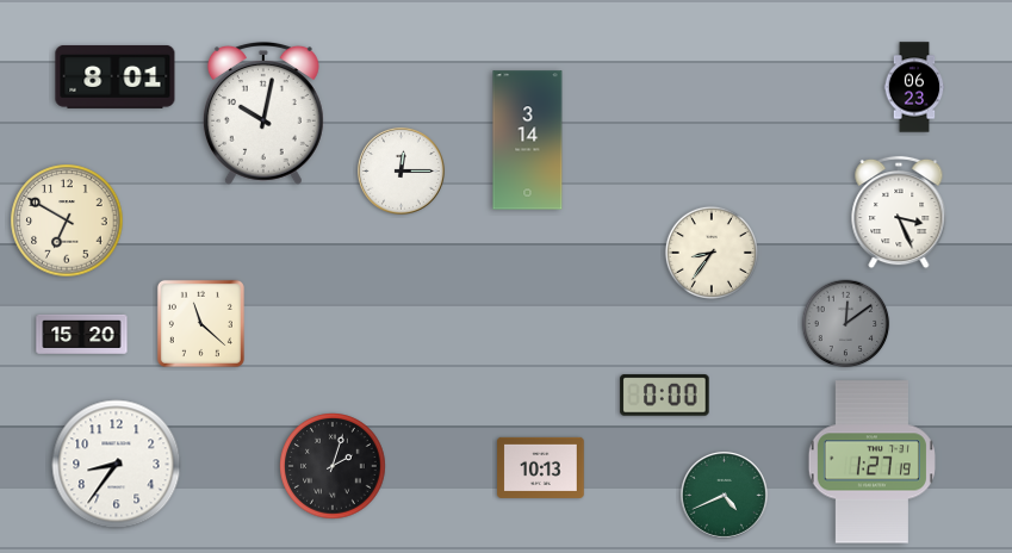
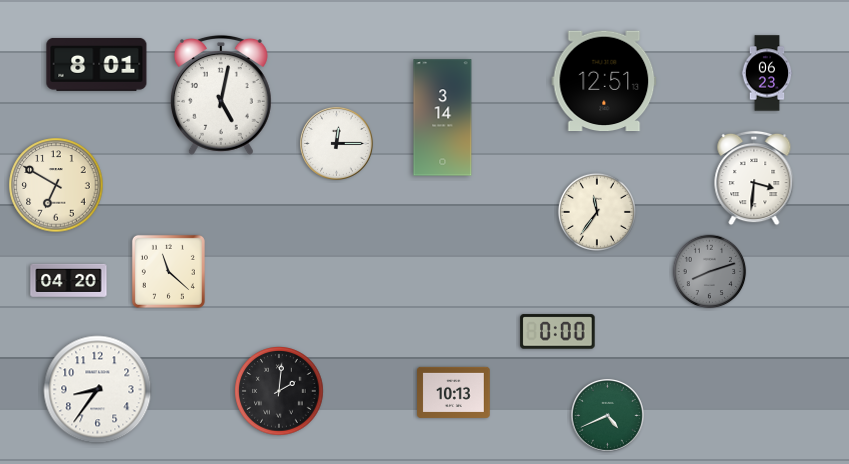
clock at (604, 81): none -> 12:51
clock at (263, 113): 10:02 -> 5:02
clock at (899, 212): 3:26 -> 3:31
clock at (712, 253): 8:36 -> 11:36
clock at (846, 324): 12:09 -> 8:12
clock at (82, 334): 15:20 -> 04:20
clock at (871, 462): 1:27 -> none
clock at (333, 466): 2:03 -> 2:01
